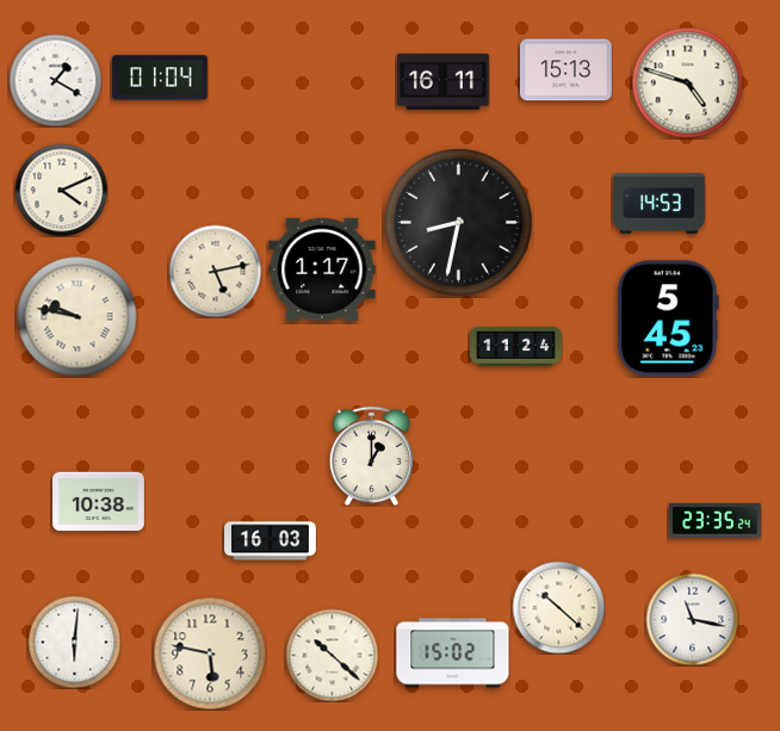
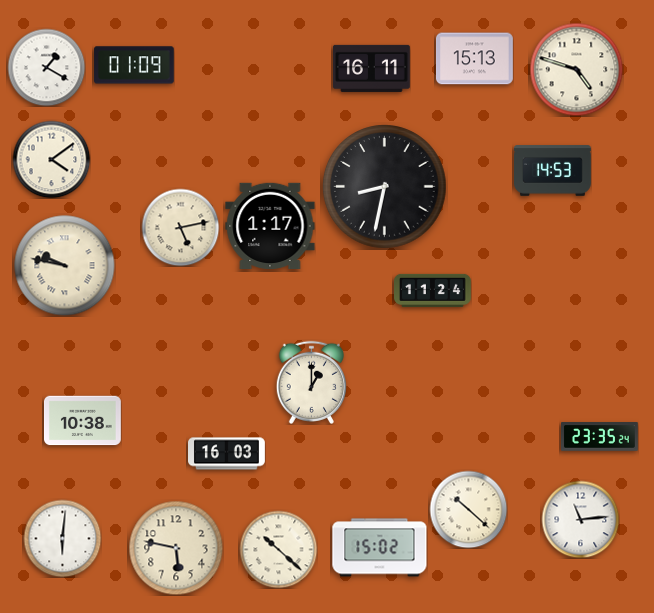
clock at (160, 78): 01:04 -> 01:09
clock at (61, 190): 4:11 -> 4:09
clock at (668, 318): 5:45 -> none
clock at (692, 619): 11:17 -> 11:14
